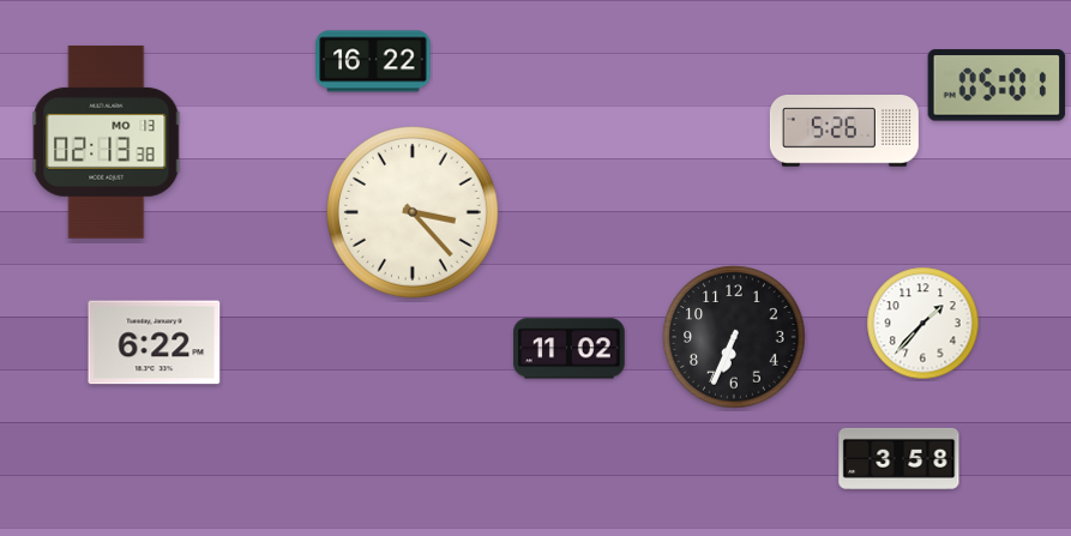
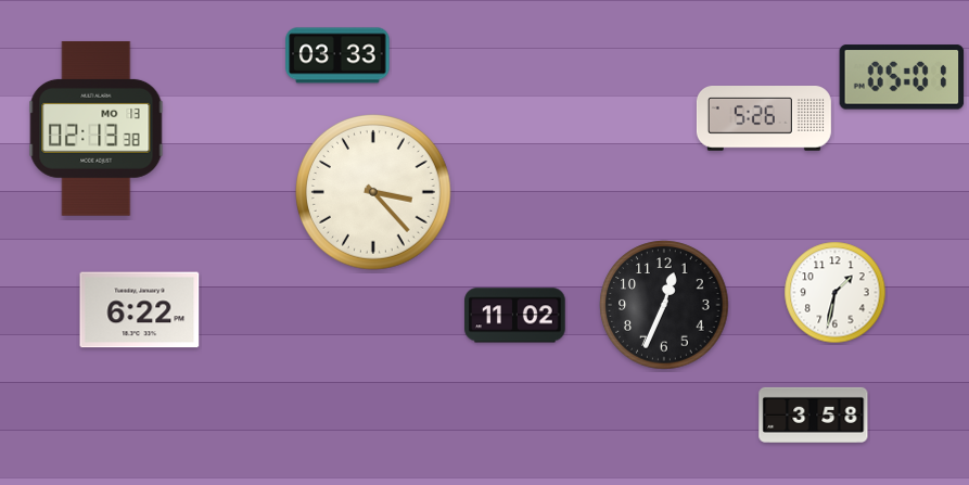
clock at (373, 61): 16:22 -> 03:33
clock at (923, 324): 1:37 -> 1:32
clock at (734, 337): 6:34 -> 12:34
